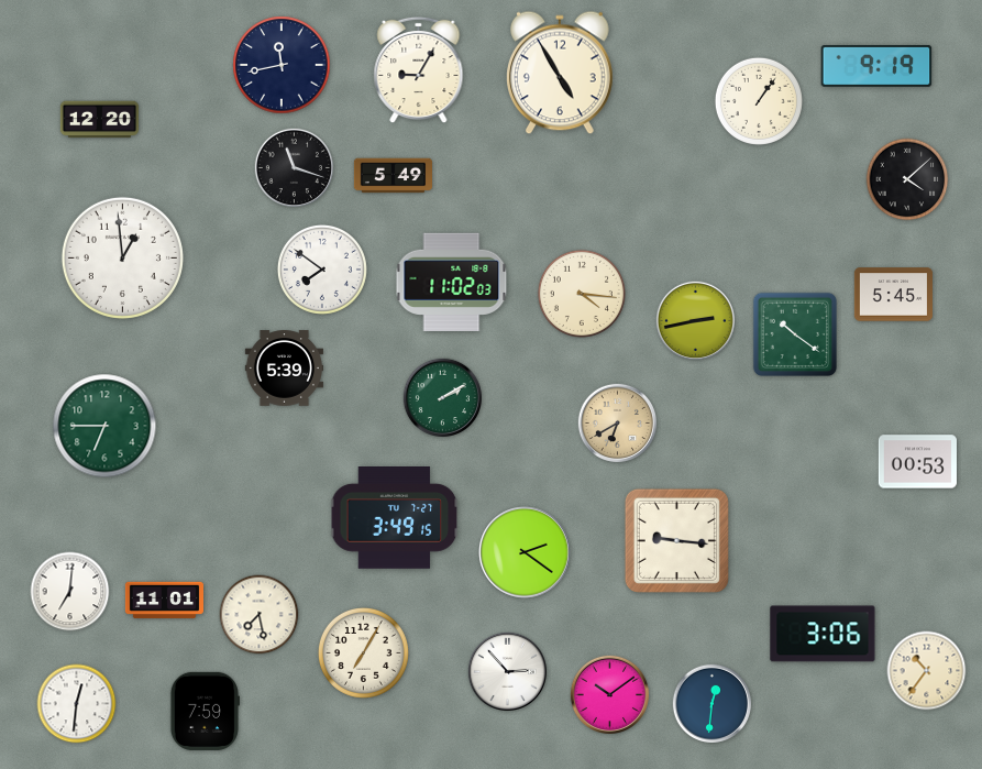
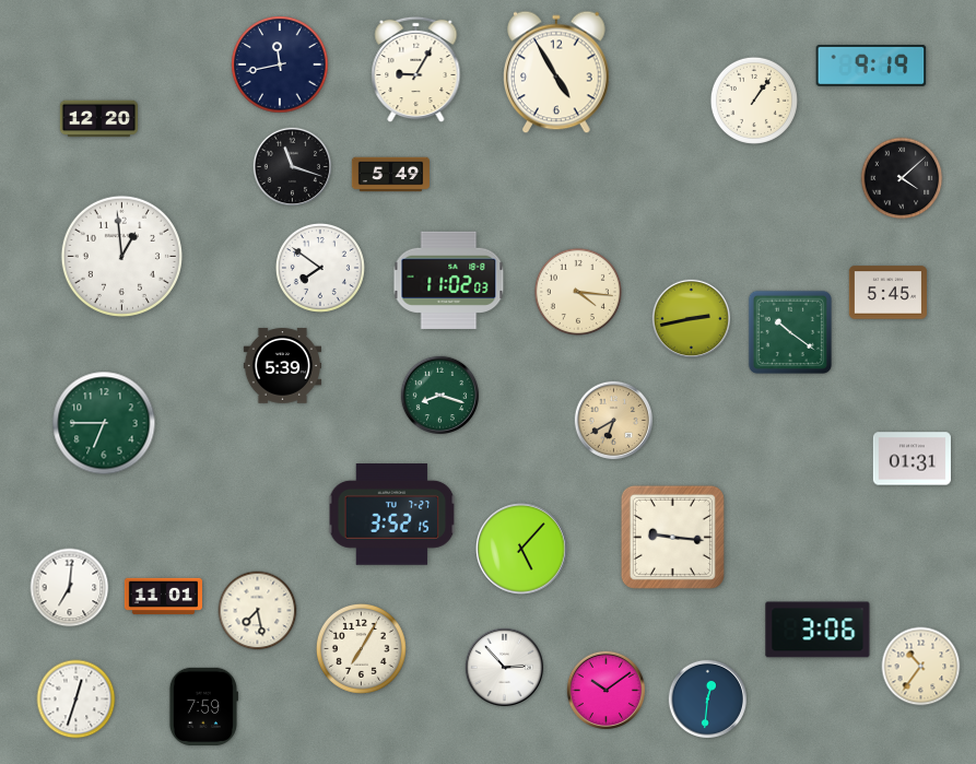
clock at (442, 397): 2:10 -> 8:18
clock at (917, 462): 00:53 -> 01:31
clock at (395, 518): 3:49 -> 3:52
clock at (525, 552): 2:21 -> 5:07
clock at (77, 704): 12:31 -> 12:33
